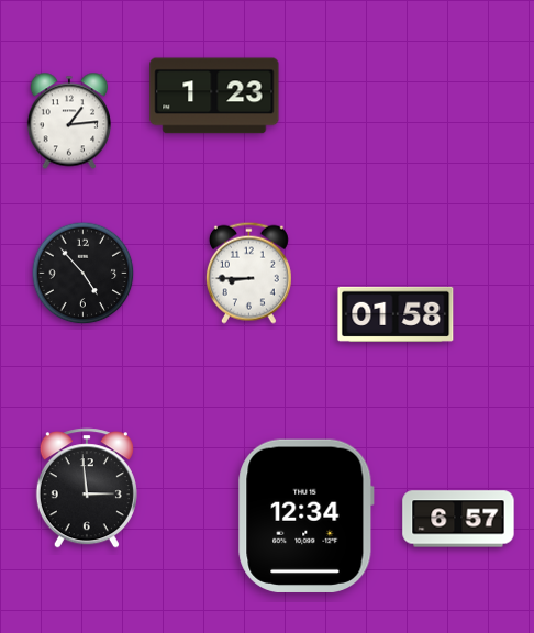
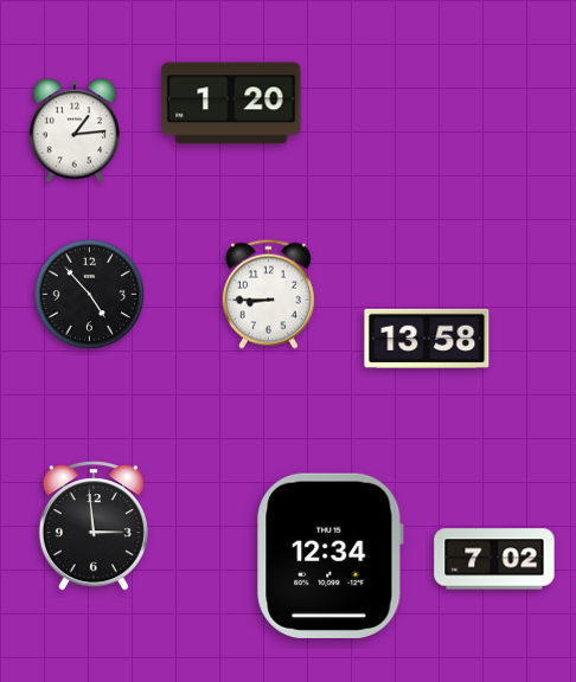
clock at (214, 96): 1:23 -> 1:20
clock at (396, 314): 01:58 -> 13:58
clock at (458, 519): 6:57 -> 7:02
